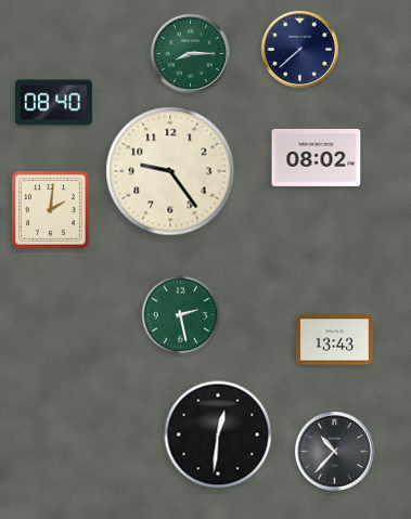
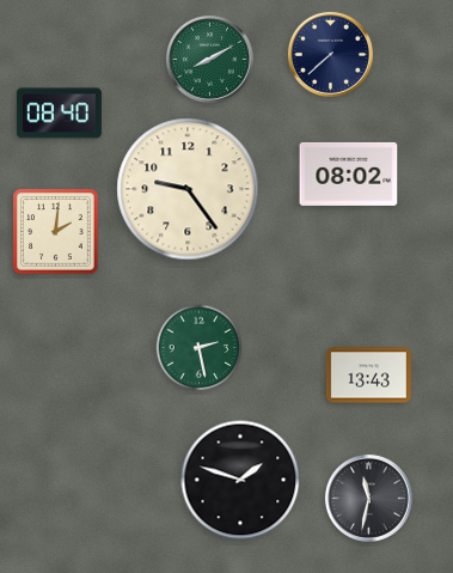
clock at (190, 53): 8:15 -> 8:10
clock at (218, 434): 12:31 -> 1:48
clock at (334, 451): 10:37 -> 11:32
